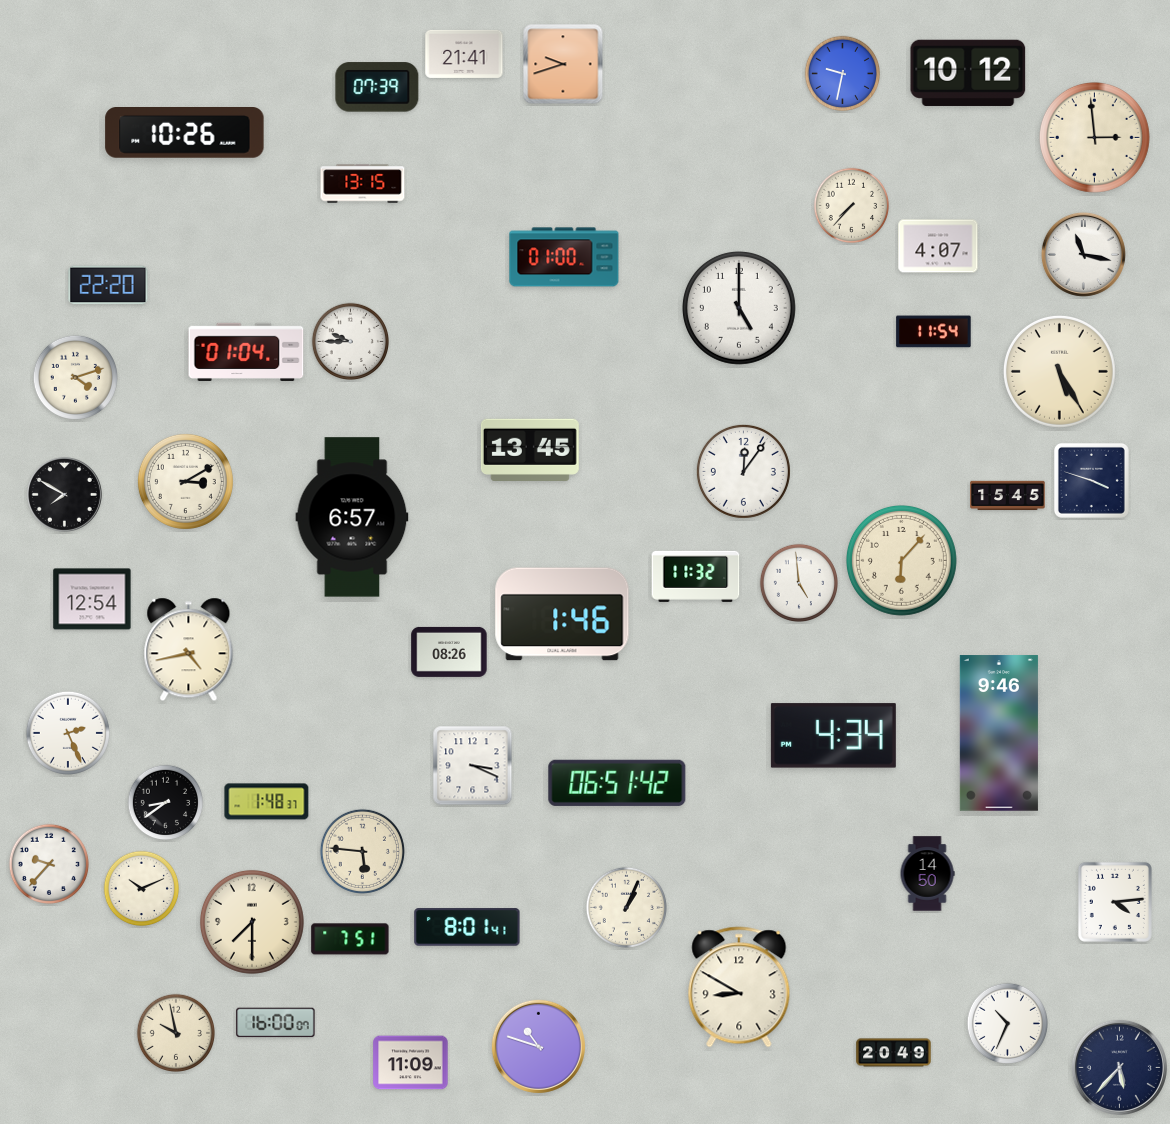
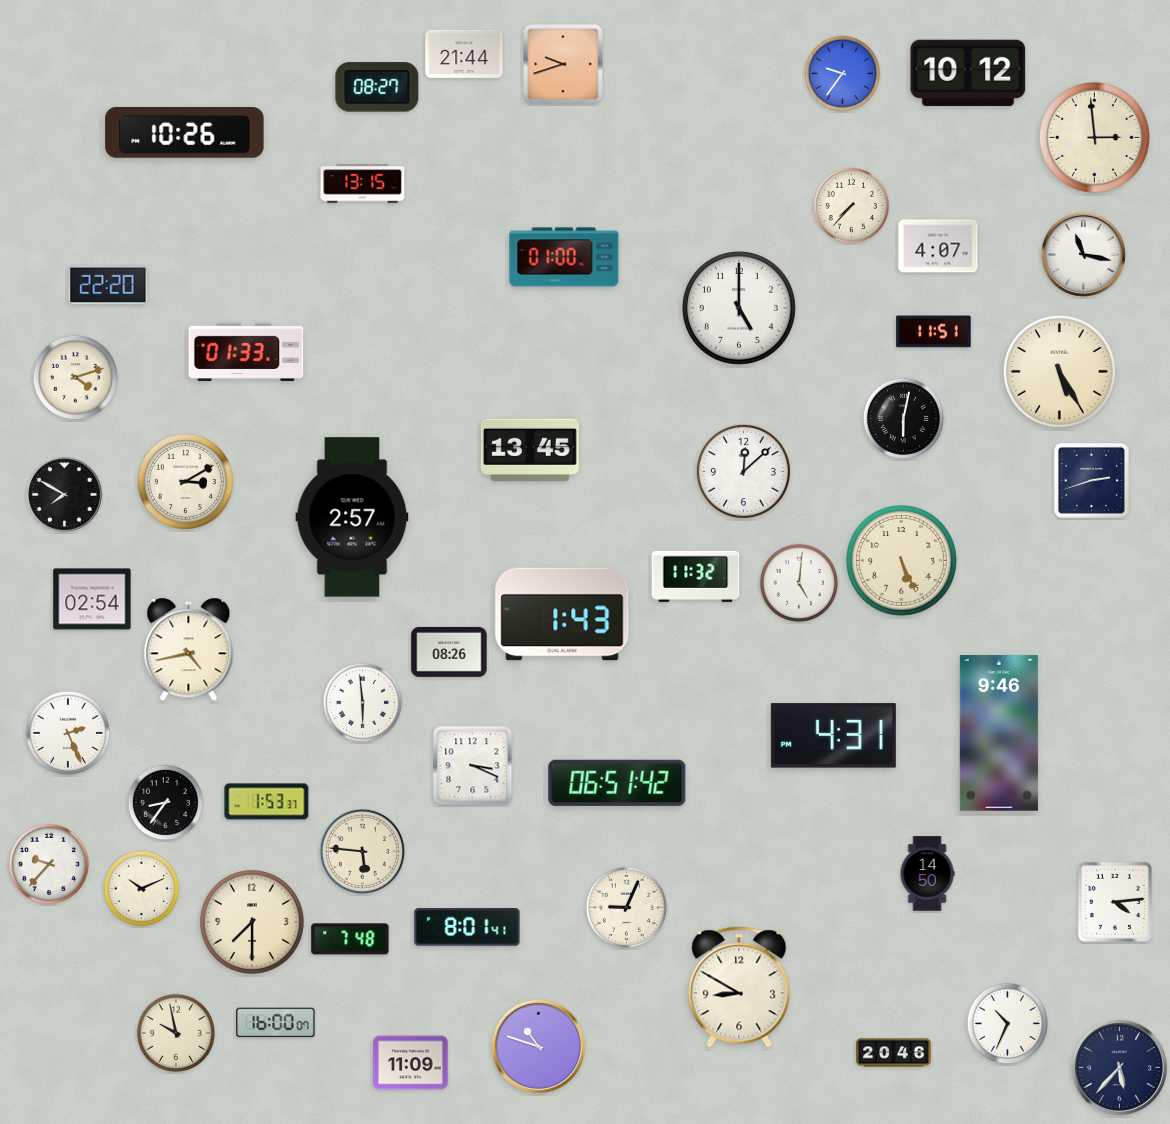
clock at (464, 54): 21:41 -> 21:44
clock at (843, 74): 9:32 -> 9:36
clock at (377, 87): 07:39 -> 08:27
clock at (934, 332): 11:54 -> 11:51
clock at (351, 342): 9:45 -> none
clock at (246, 352): 01:04 -> 01:33
clock at (903, 418): none -> 6:02
clock at (743, 471): 12:06 -> 12:08
clock at (1091, 480): 3:48 -> 2:42
clock at (1008, 496): 15:45 -> none
clock at (352, 517): 6:57 -> 2:57
clock at (901, 560): 6:07 -> 5:26
clock at (798, 582): 4:59 -> 5:01
clock at (92, 599): 12:54 -> 02:54
clock at (562, 614): 1:46 -> 1:43
clock at (362, 702): none -> 5:59
clock at (833, 736): 4:34 -> 4:31
clock at (267, 802): 1:48 -> 1:53
clock at (166, 803): 8:39 -> 8:36
clock at (626, 907): 1:04 -> 9:04
clock at (350, 939): 7:51 -> 7:48
clock at (894, 1053): 20:49 -> 20:46
